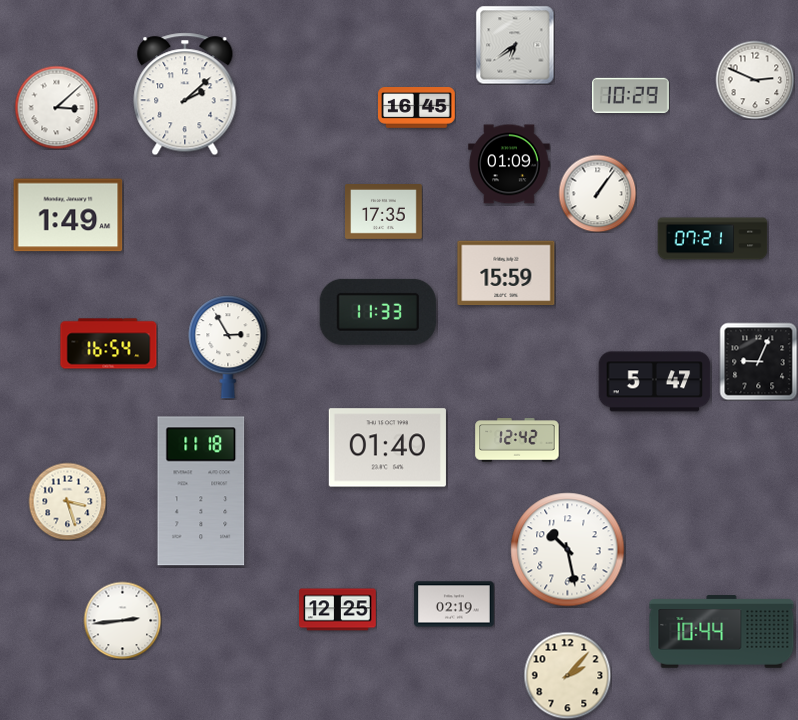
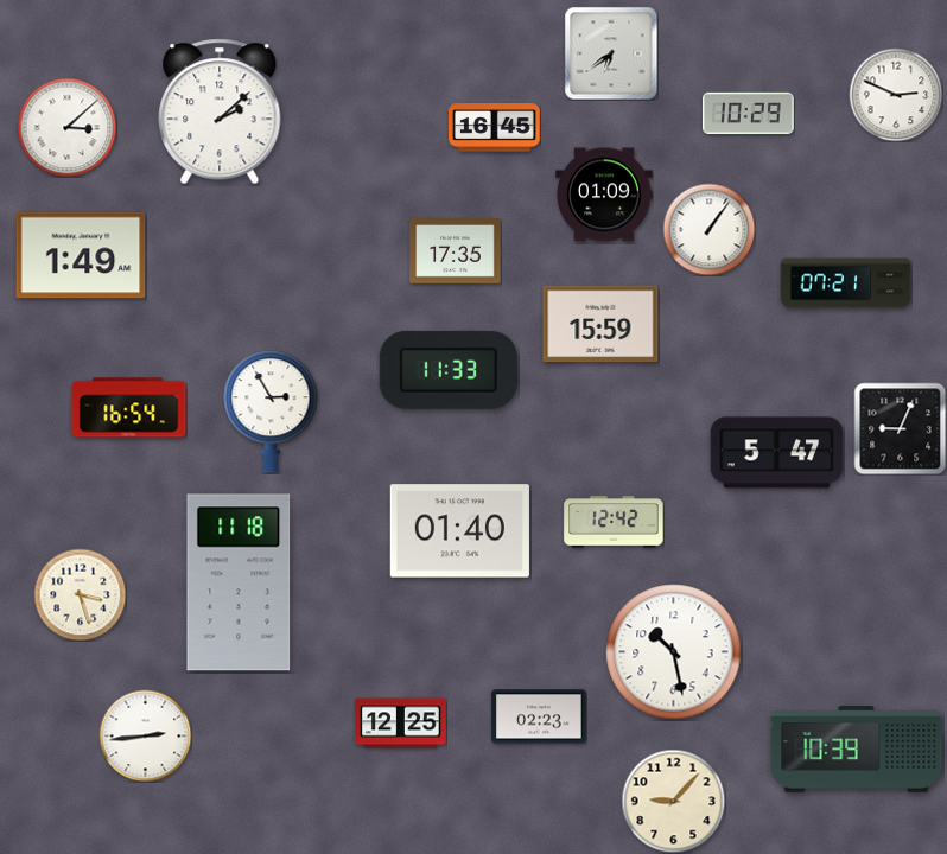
clock at (454, 604): 02:19 -> 02:23
clock at (722, 632): 10:44 -> 10:39
clock at (567, 675): 2:07 -> 9:07
